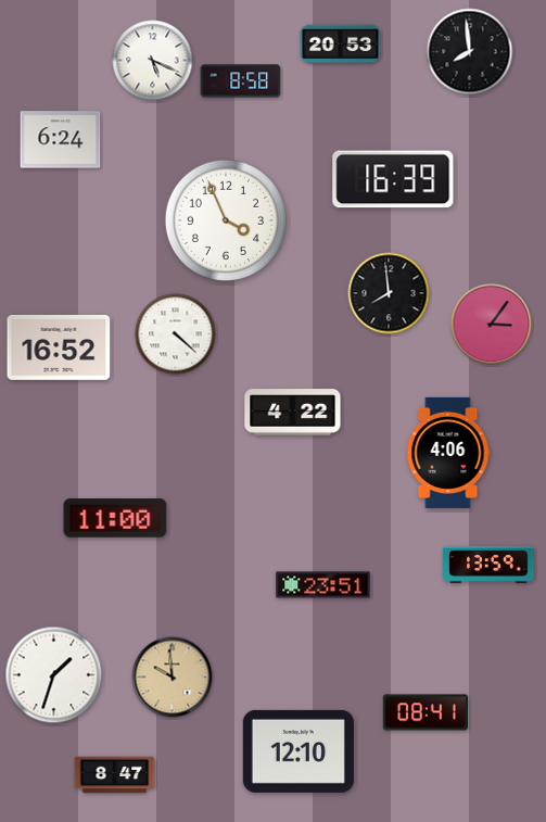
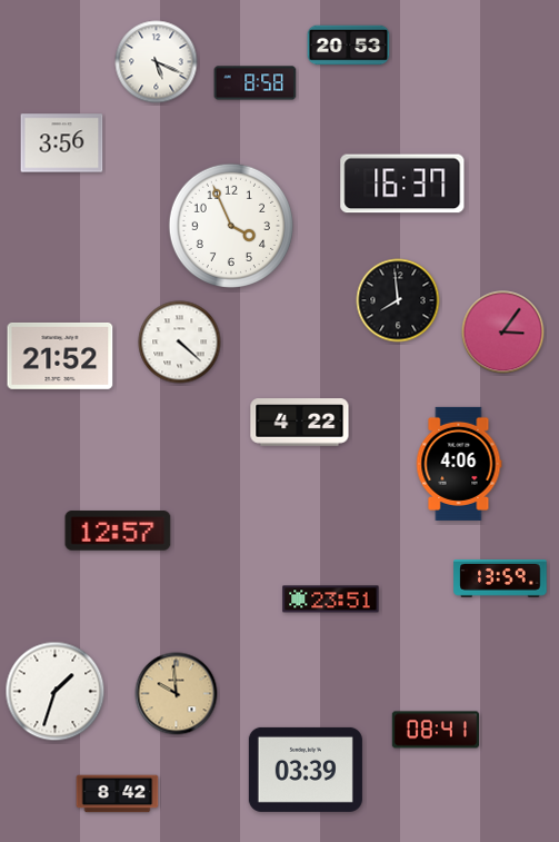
clock at (470, 52): 7:59 -> none
clock at (241, 81) position: (241, 81) -> (256, 83)
clock at (61, 140): 6:24 -> 3:56
clock at (393, 179): 16:39 -> 16:37
clock at (59, 347): 16:52 -> 21:52
clock at (115, 518): 11:00 -> 12:57
clock at (299, 751): 12:10 -> 03:39
clock at (115, 775): 8:47 -> 8:42
